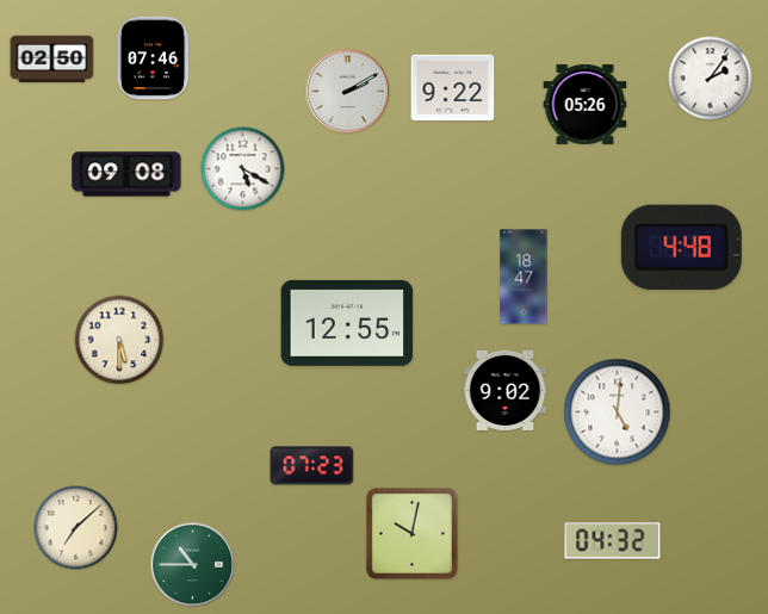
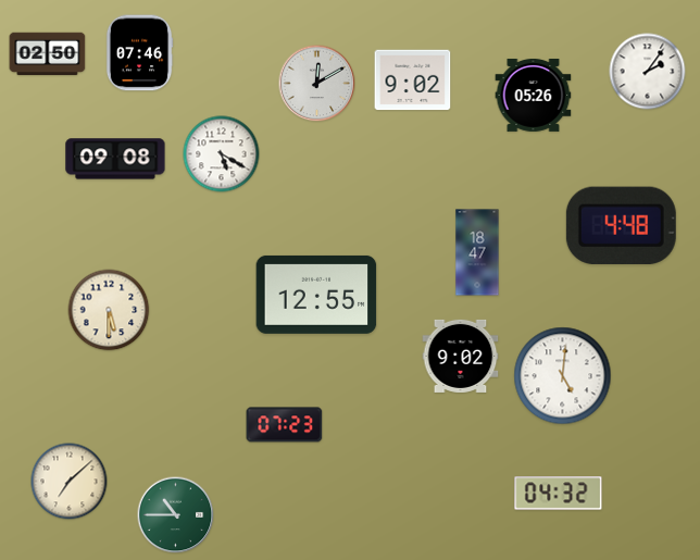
clock at (453, 88): 9:22 -> 9:02
clock at (348, 92): 2:10 -> 12:10
clock at (411, 533): 10:02 -> none
